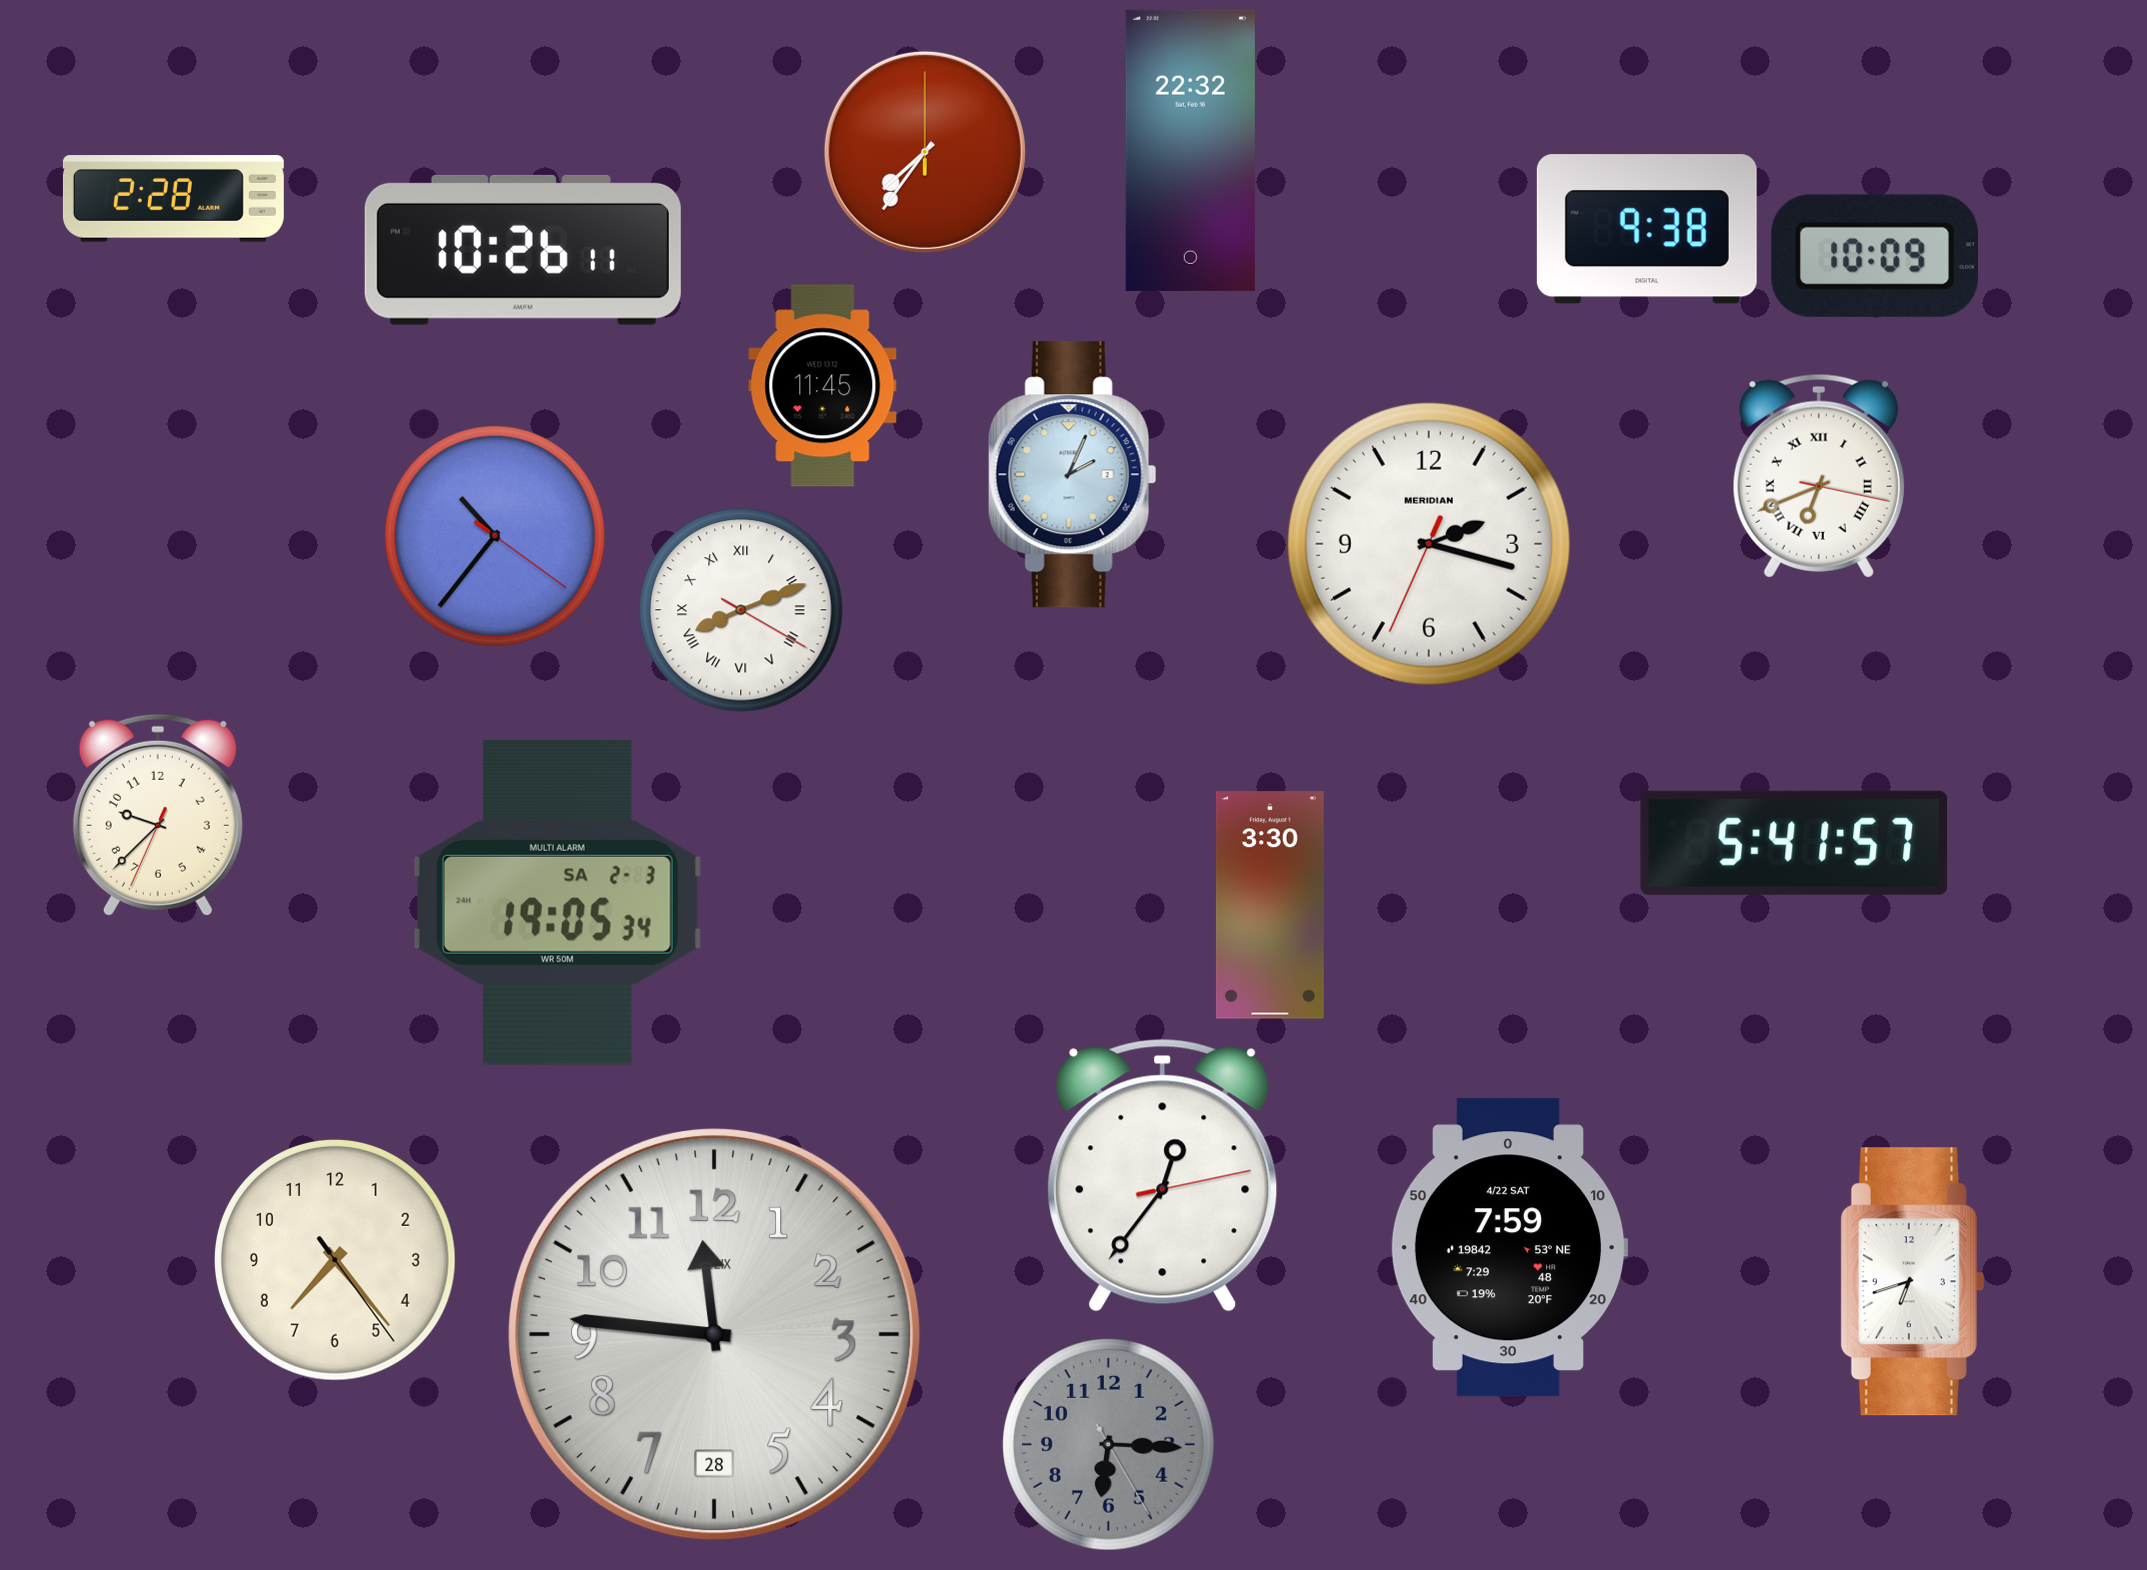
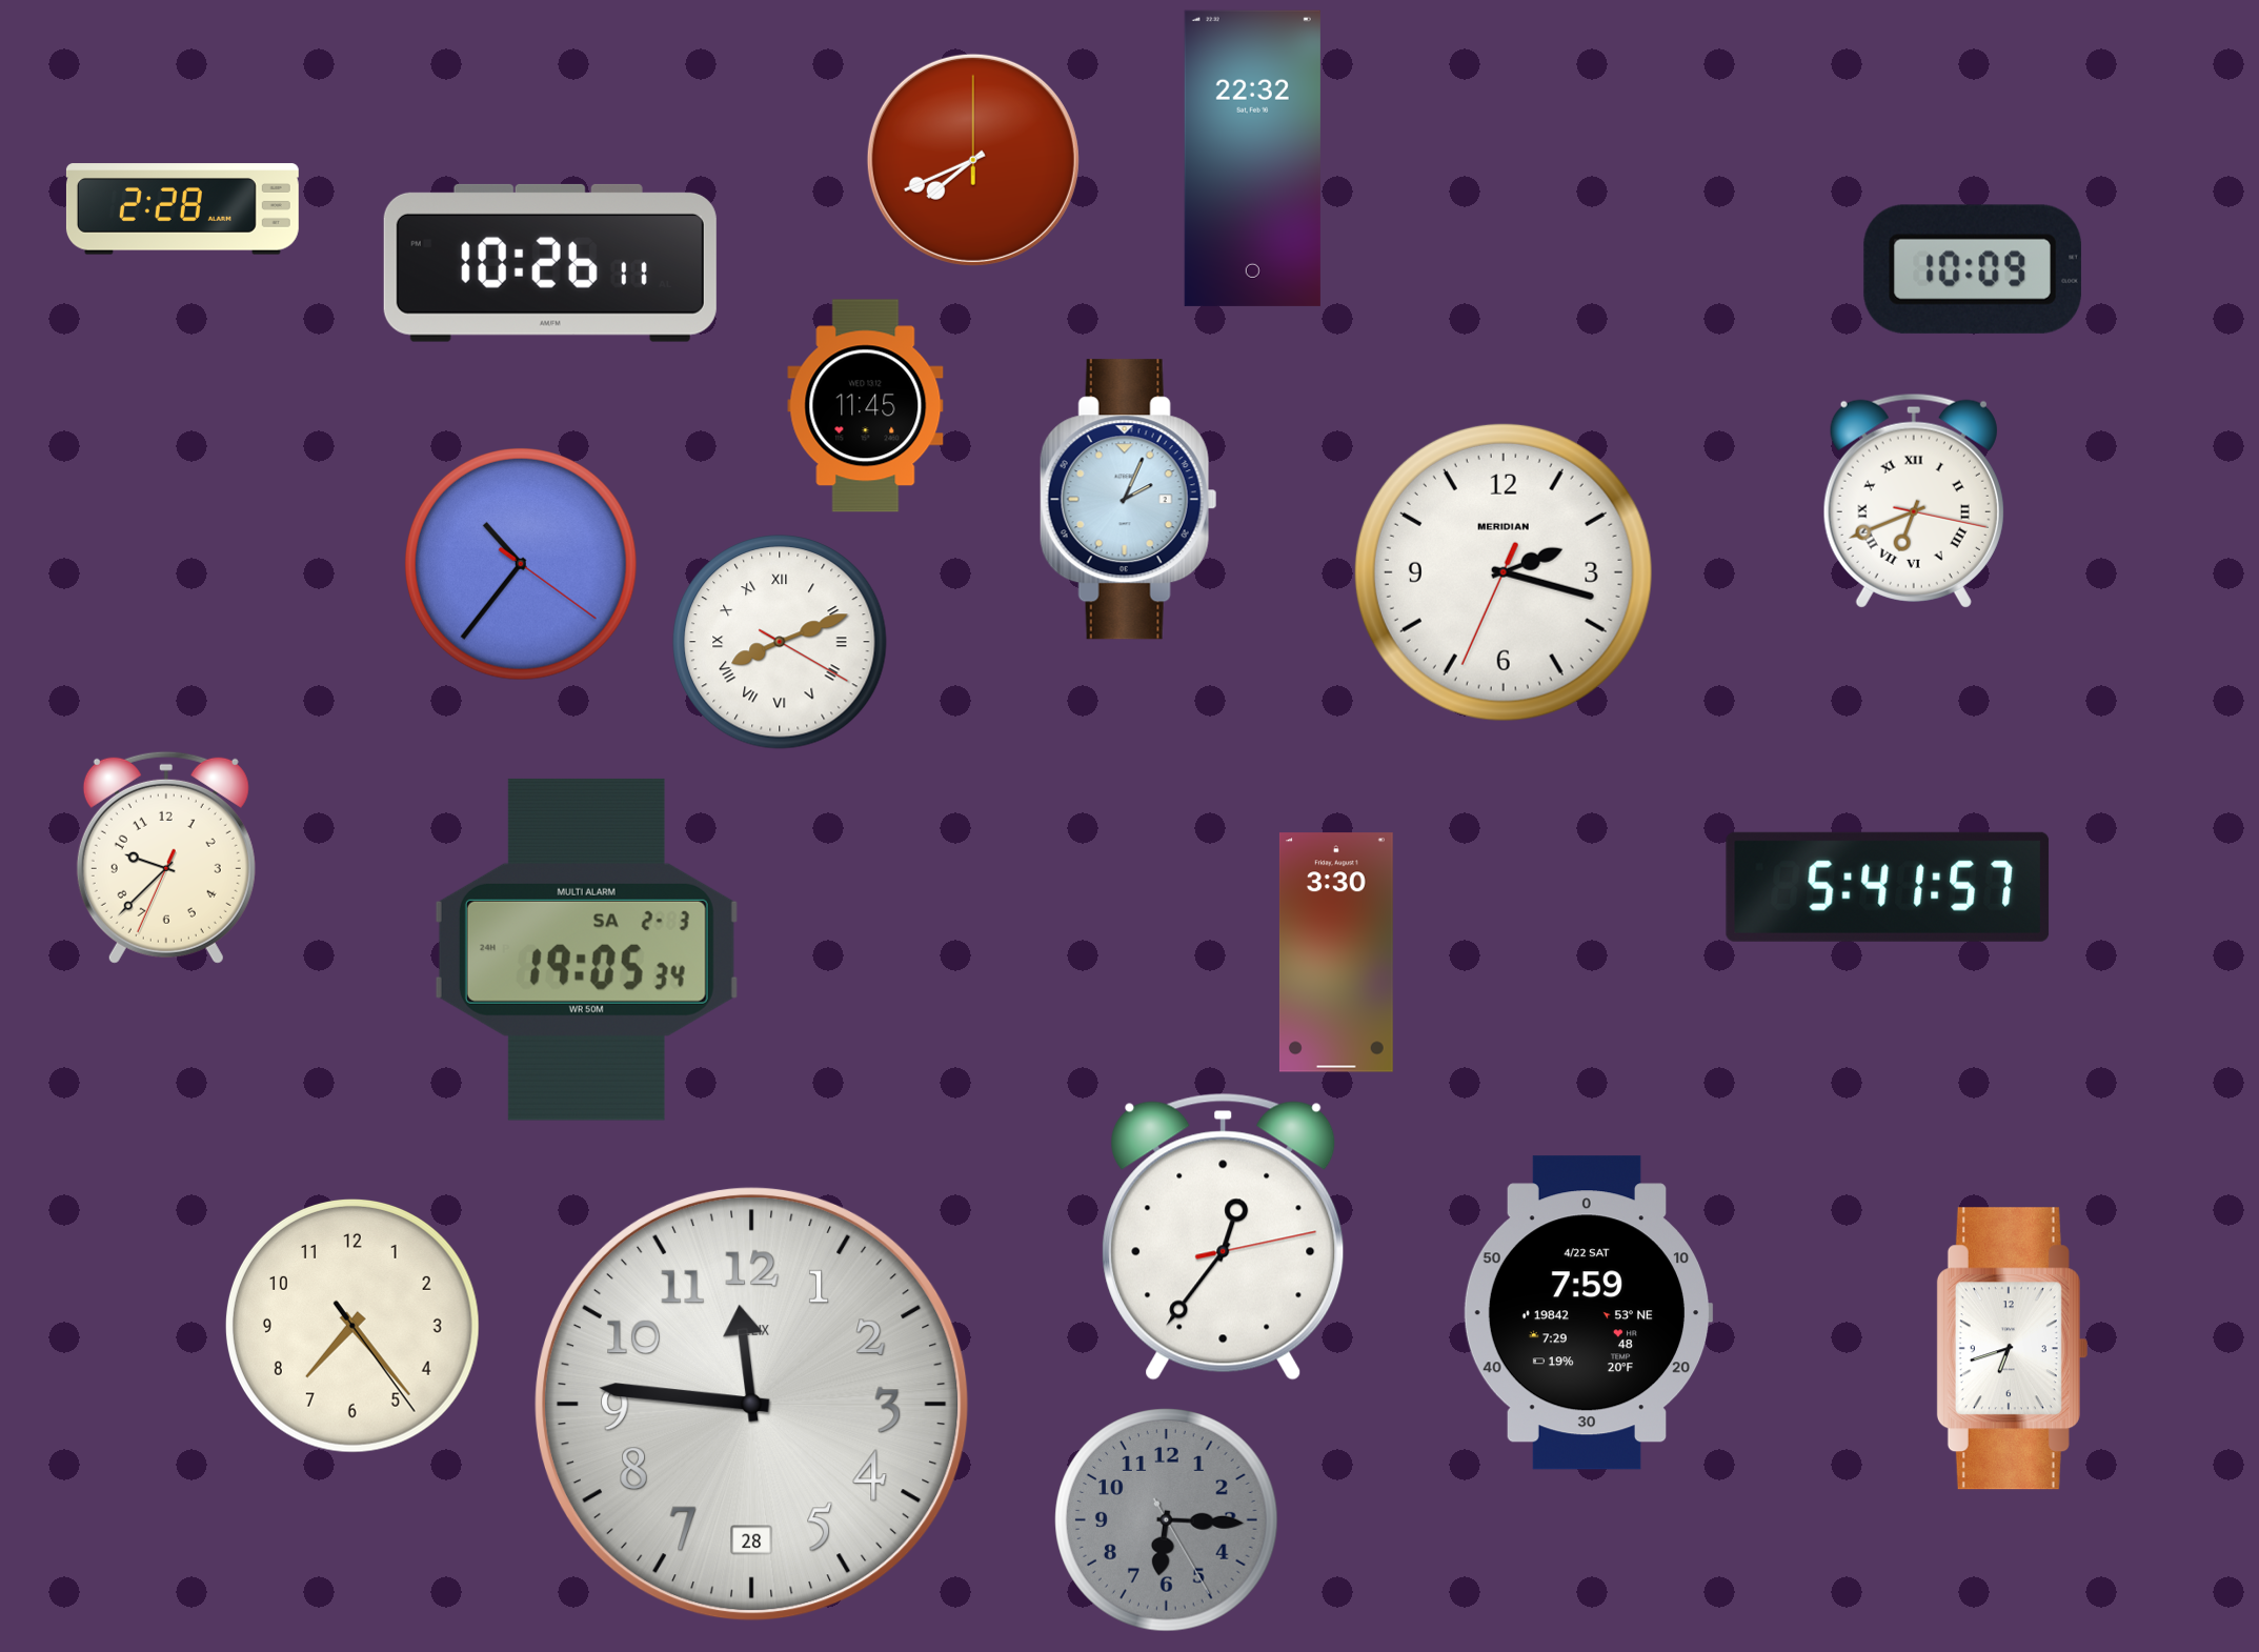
clock at (925, 152): 7:36 -> 7:41
clock at (1647, 229): 9:38 -> none
